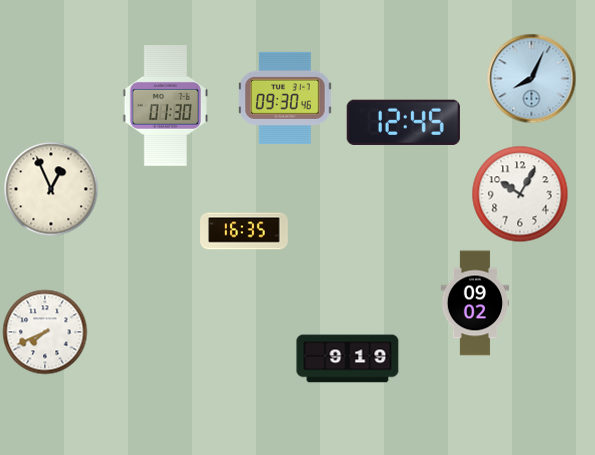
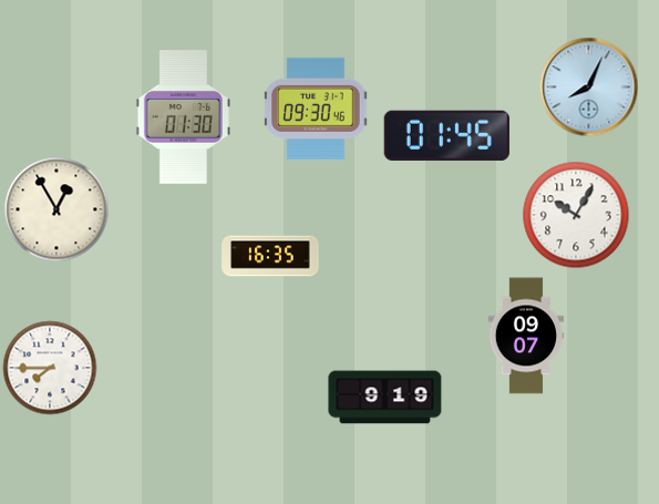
clock at (403, 122): 12:45 -> 01:45
clock at (51, 189): 12:56 -> 12:55
clock at (475, 303): 09:02 -> 09:07
clock at (45, 332): 7:41 -> 7:45
